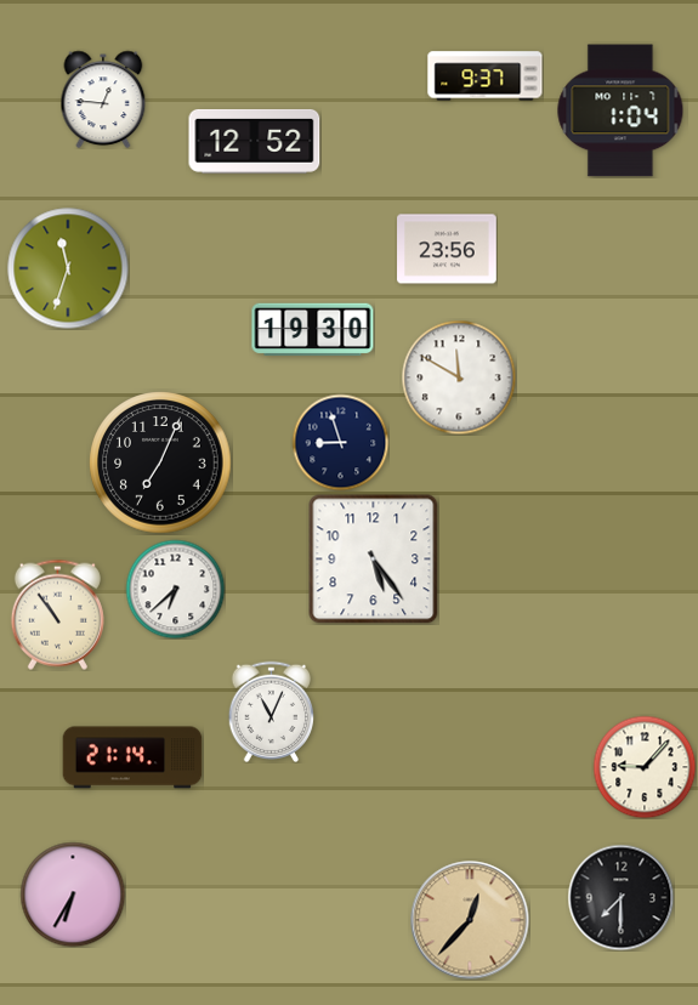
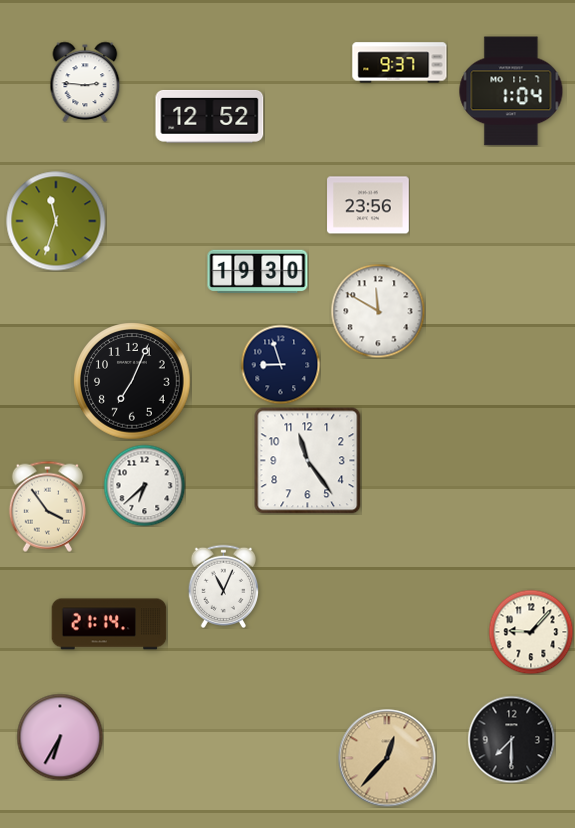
clock at (103, 100): 12:46 -> 2:46
clock at (374, 560): 5:24 -> 11:24
clock at (57, 614): 10:54 -> 3:54
